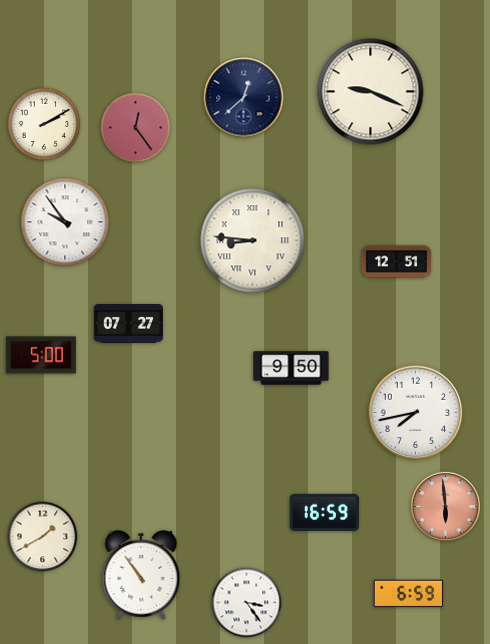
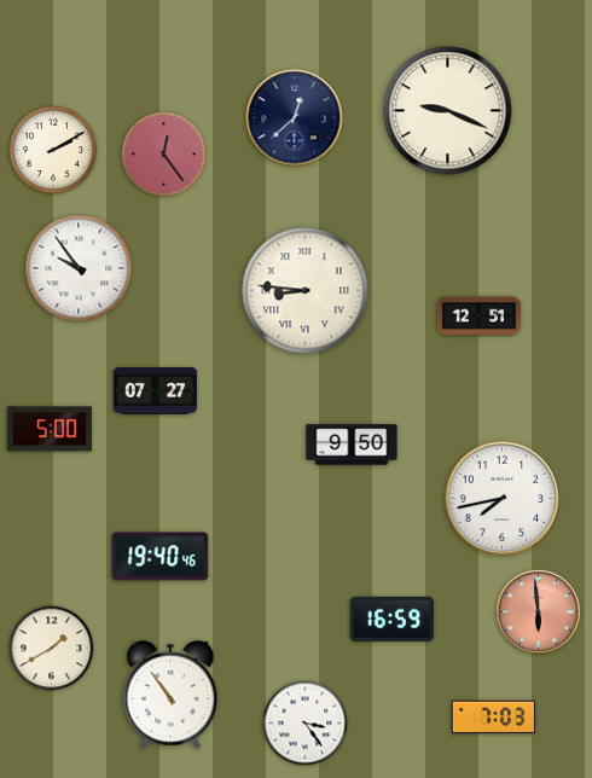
clock at (161, 557): none -> 19:40
clock at (409, 594): 6:59 -> 7:03
clock at (247, 603) position: (247, 603) -> (306, 724)
